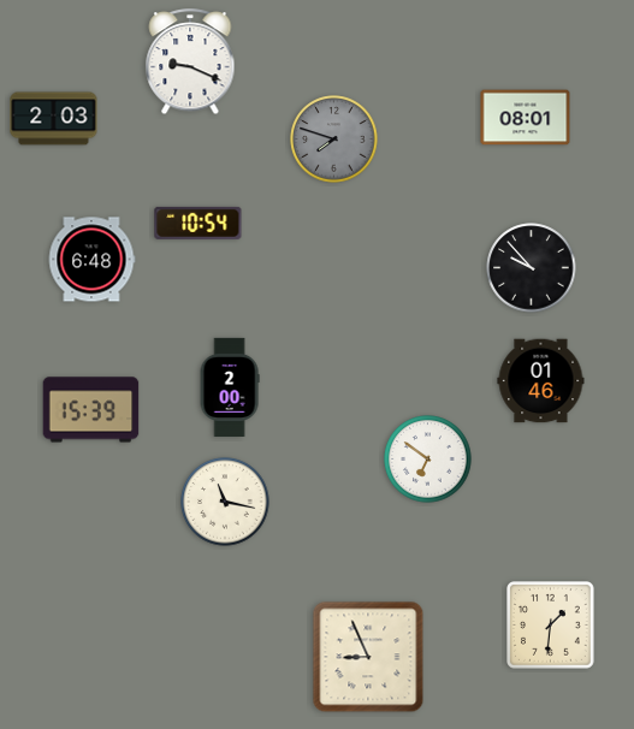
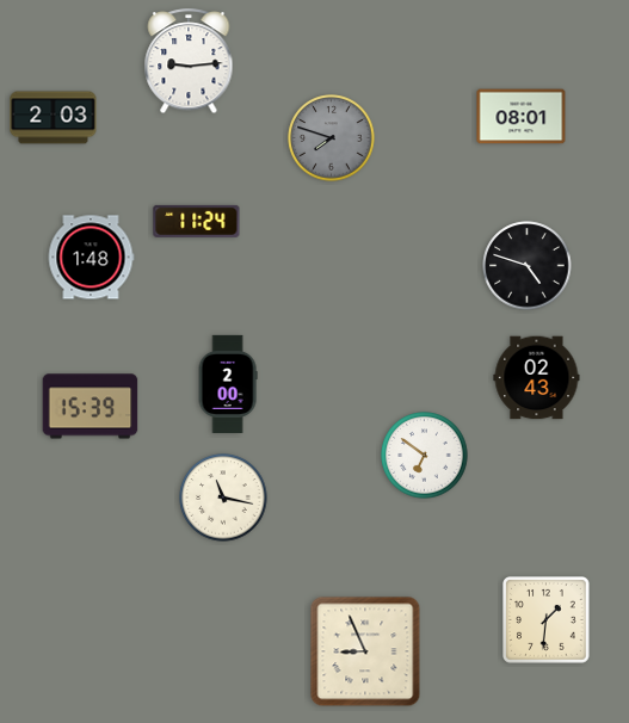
clock at (190, 63): 9:19 -> 9:14
clock at (199, 223): 10:54 -> 11:24
clock at (91, 260): 6:48 -> 1:48
clock at (532, 268): 9:53 -> 4:48
clock at (541, 381): 01:46 -> 02:43
